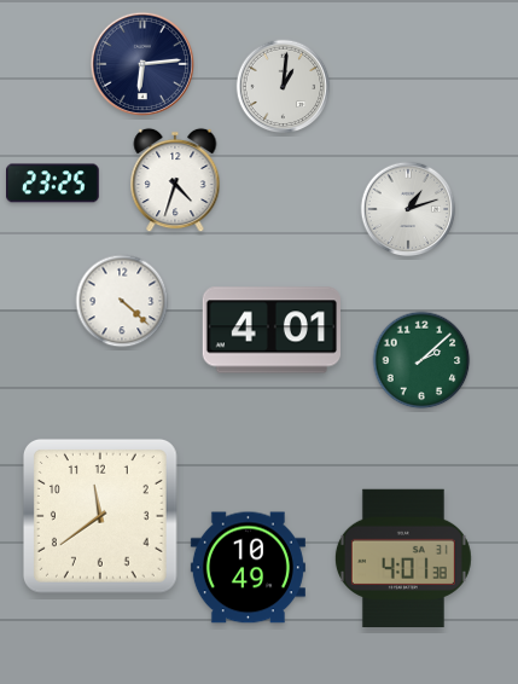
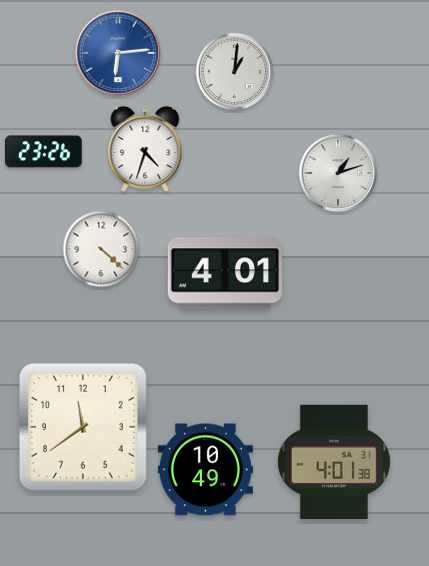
clock at (141, 63) dial: navy -> blue
clock at (53, 184): 23:25 -> 23:26
clock at (421, 360): 2:08 -> none
